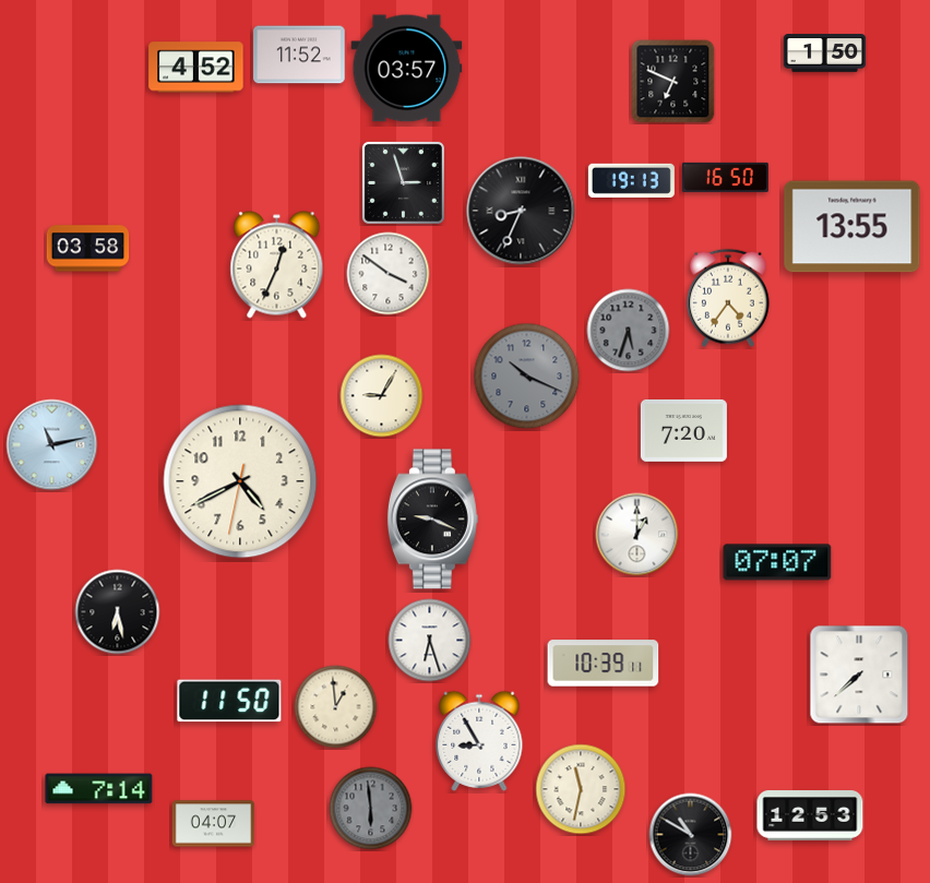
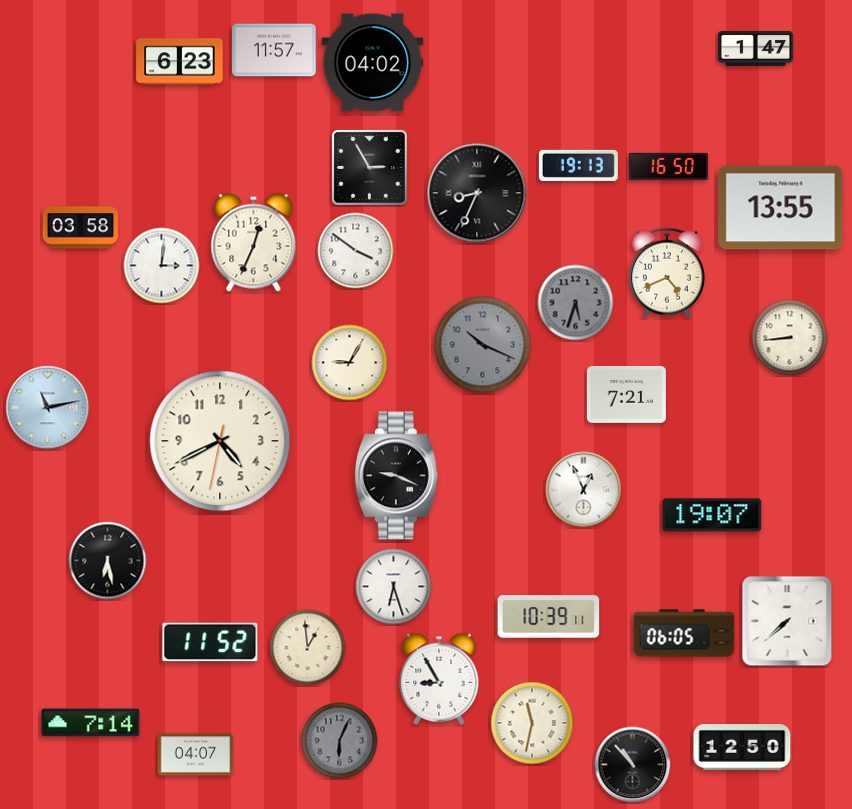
clock at (825, 53): 1:50 -> 1:47
clock at (299, 55): 11:52 -> 11:57
clock at (196, 68): 4:52 -> 6:23
clock at (407, 69): 03:57 -> 04:02
clock at (673, 82): 6:49 -> none
clock at (725, 177) position: (725, 177) -> (668, 166)
clock at (403, 182): 2:57 -> 2:55
clock at (162, 266): none -> 3:01
clock at (728, 298): 4:36 -> 4:41
clock at (790, 338): none -> 8:44
clock at (683, 430): 7:20 -> 7:21
clock at (637, 535): 1:00 -> 12:56
clock at (777, 562): 07:07 -> 19:07
clock at (604, 664) position: (604, 664) -> (549, 617)
clock at (859, 675) position: (859, 675) -> (787, 621)
clock at (684, 633): none -> 06:05
clock at (229, 701): 11:50 -> 11:52
clock at (371, 809): 5:59 -> 6:04
clock at (810, 815): 12:53 -> 12:50
clock at (691, 835): 10:50 -> 10:53
